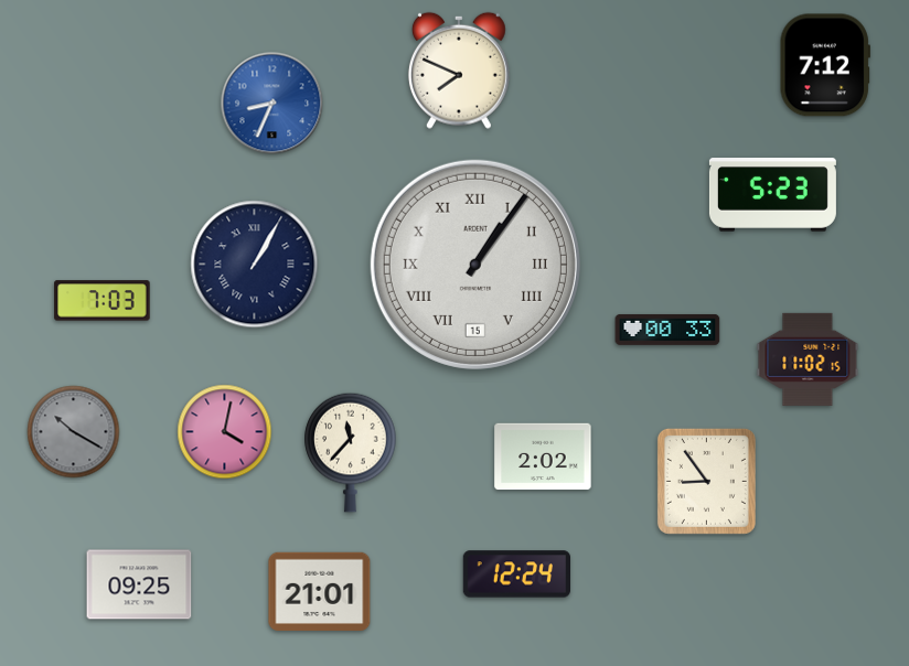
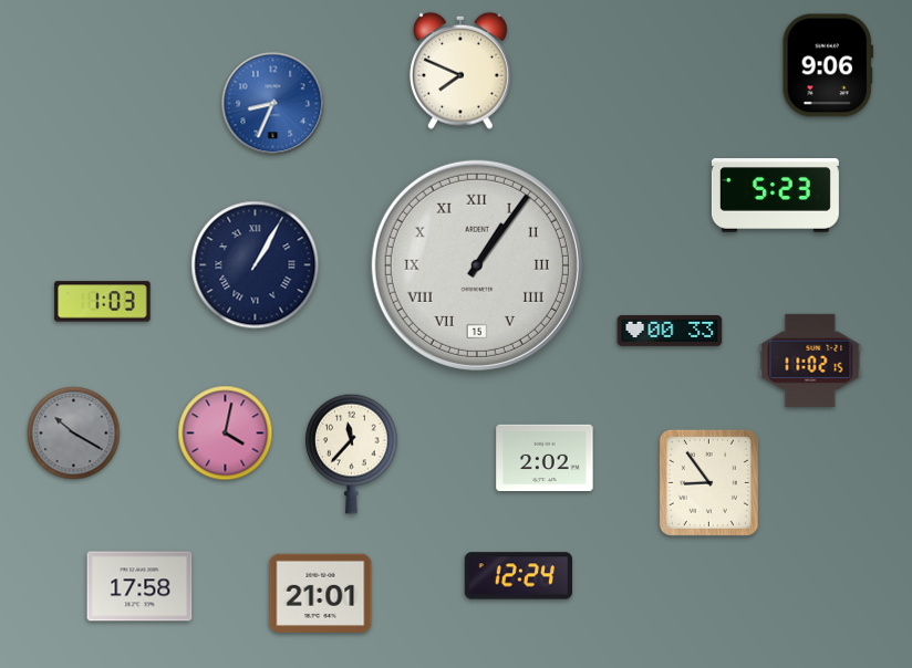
clock at (825, 65): 7:12 -> 9:06
clock at (103, 301): 7:03 -> 1:03
clock at (139, 584): 09:25 -> 17:58
